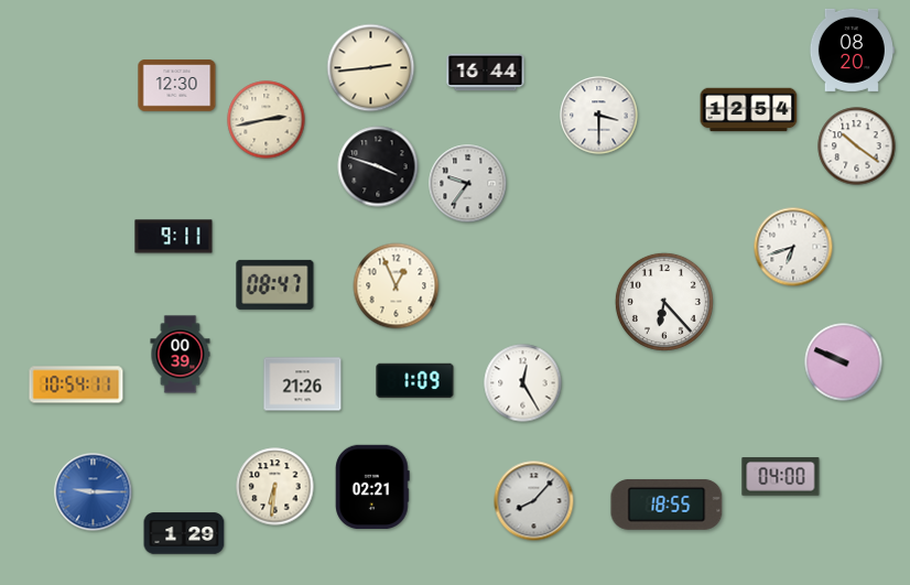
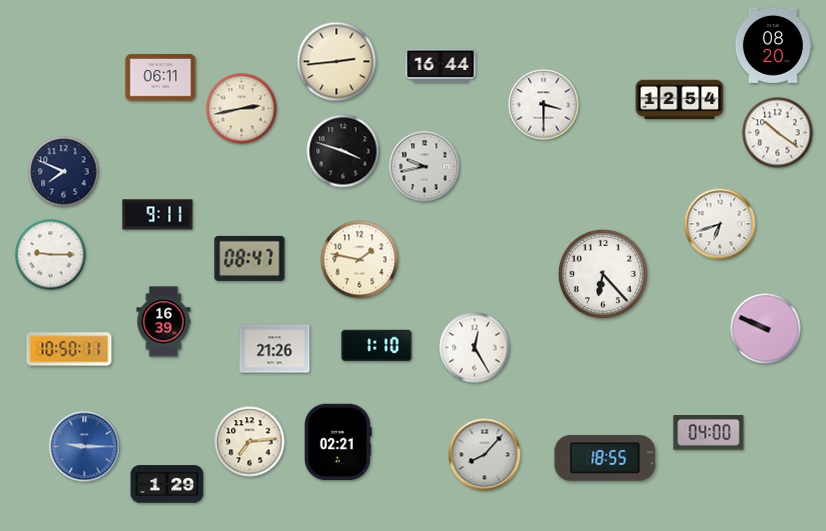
clock at (177, 86): 12:30 -> 06:11
clock at (468, 184): 9:36 -> 9:43
clock at (64, 172): none -> 7:49
clock at (51, 255): none -> 9:15
clock at (397, 286): 12:56 -> 1:47
clock at (181, 355): 00:39 -> 16:39
clock at (415, 381): 1:09 -> 1:10
clock at (76, 384): 10:54 -> 10:50
clock at (275, 487): 6:31 -> 7:14
